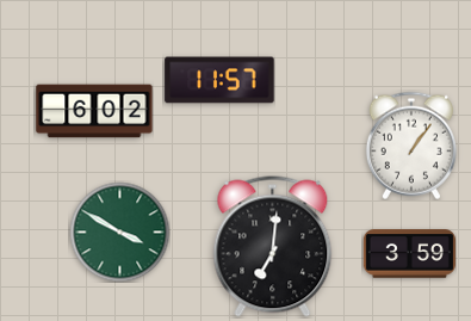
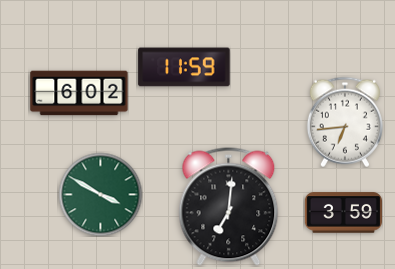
clock at (219, 80): 11:57 -> 11:59
clock at (411, 146): 1:06 -> 6:44
